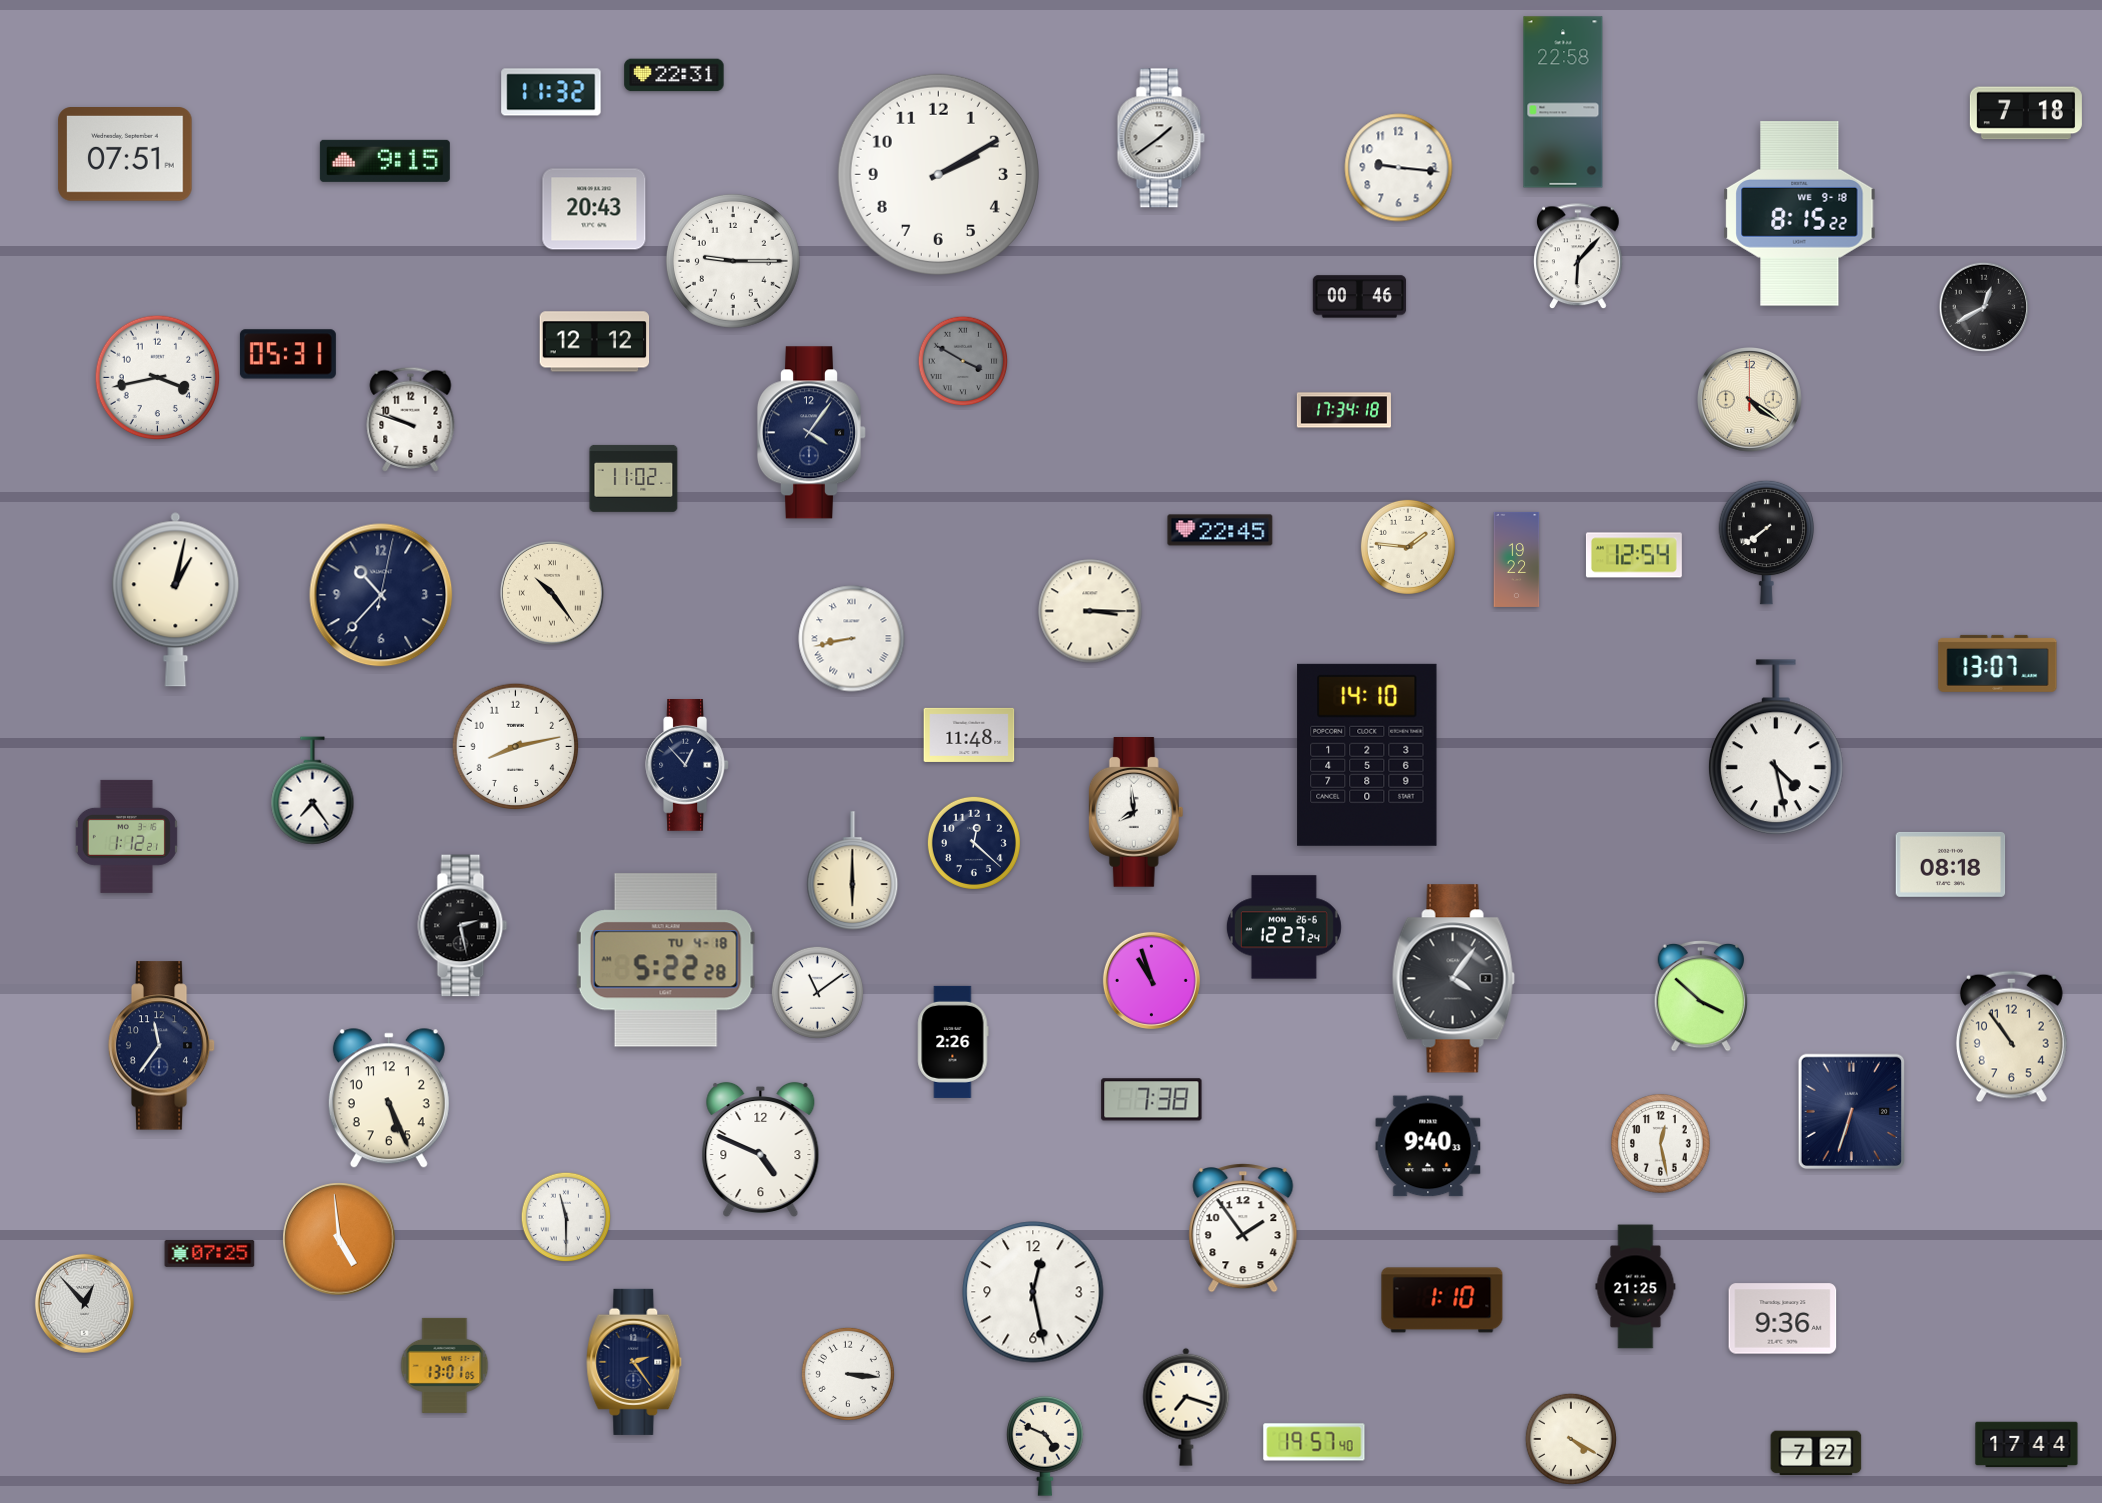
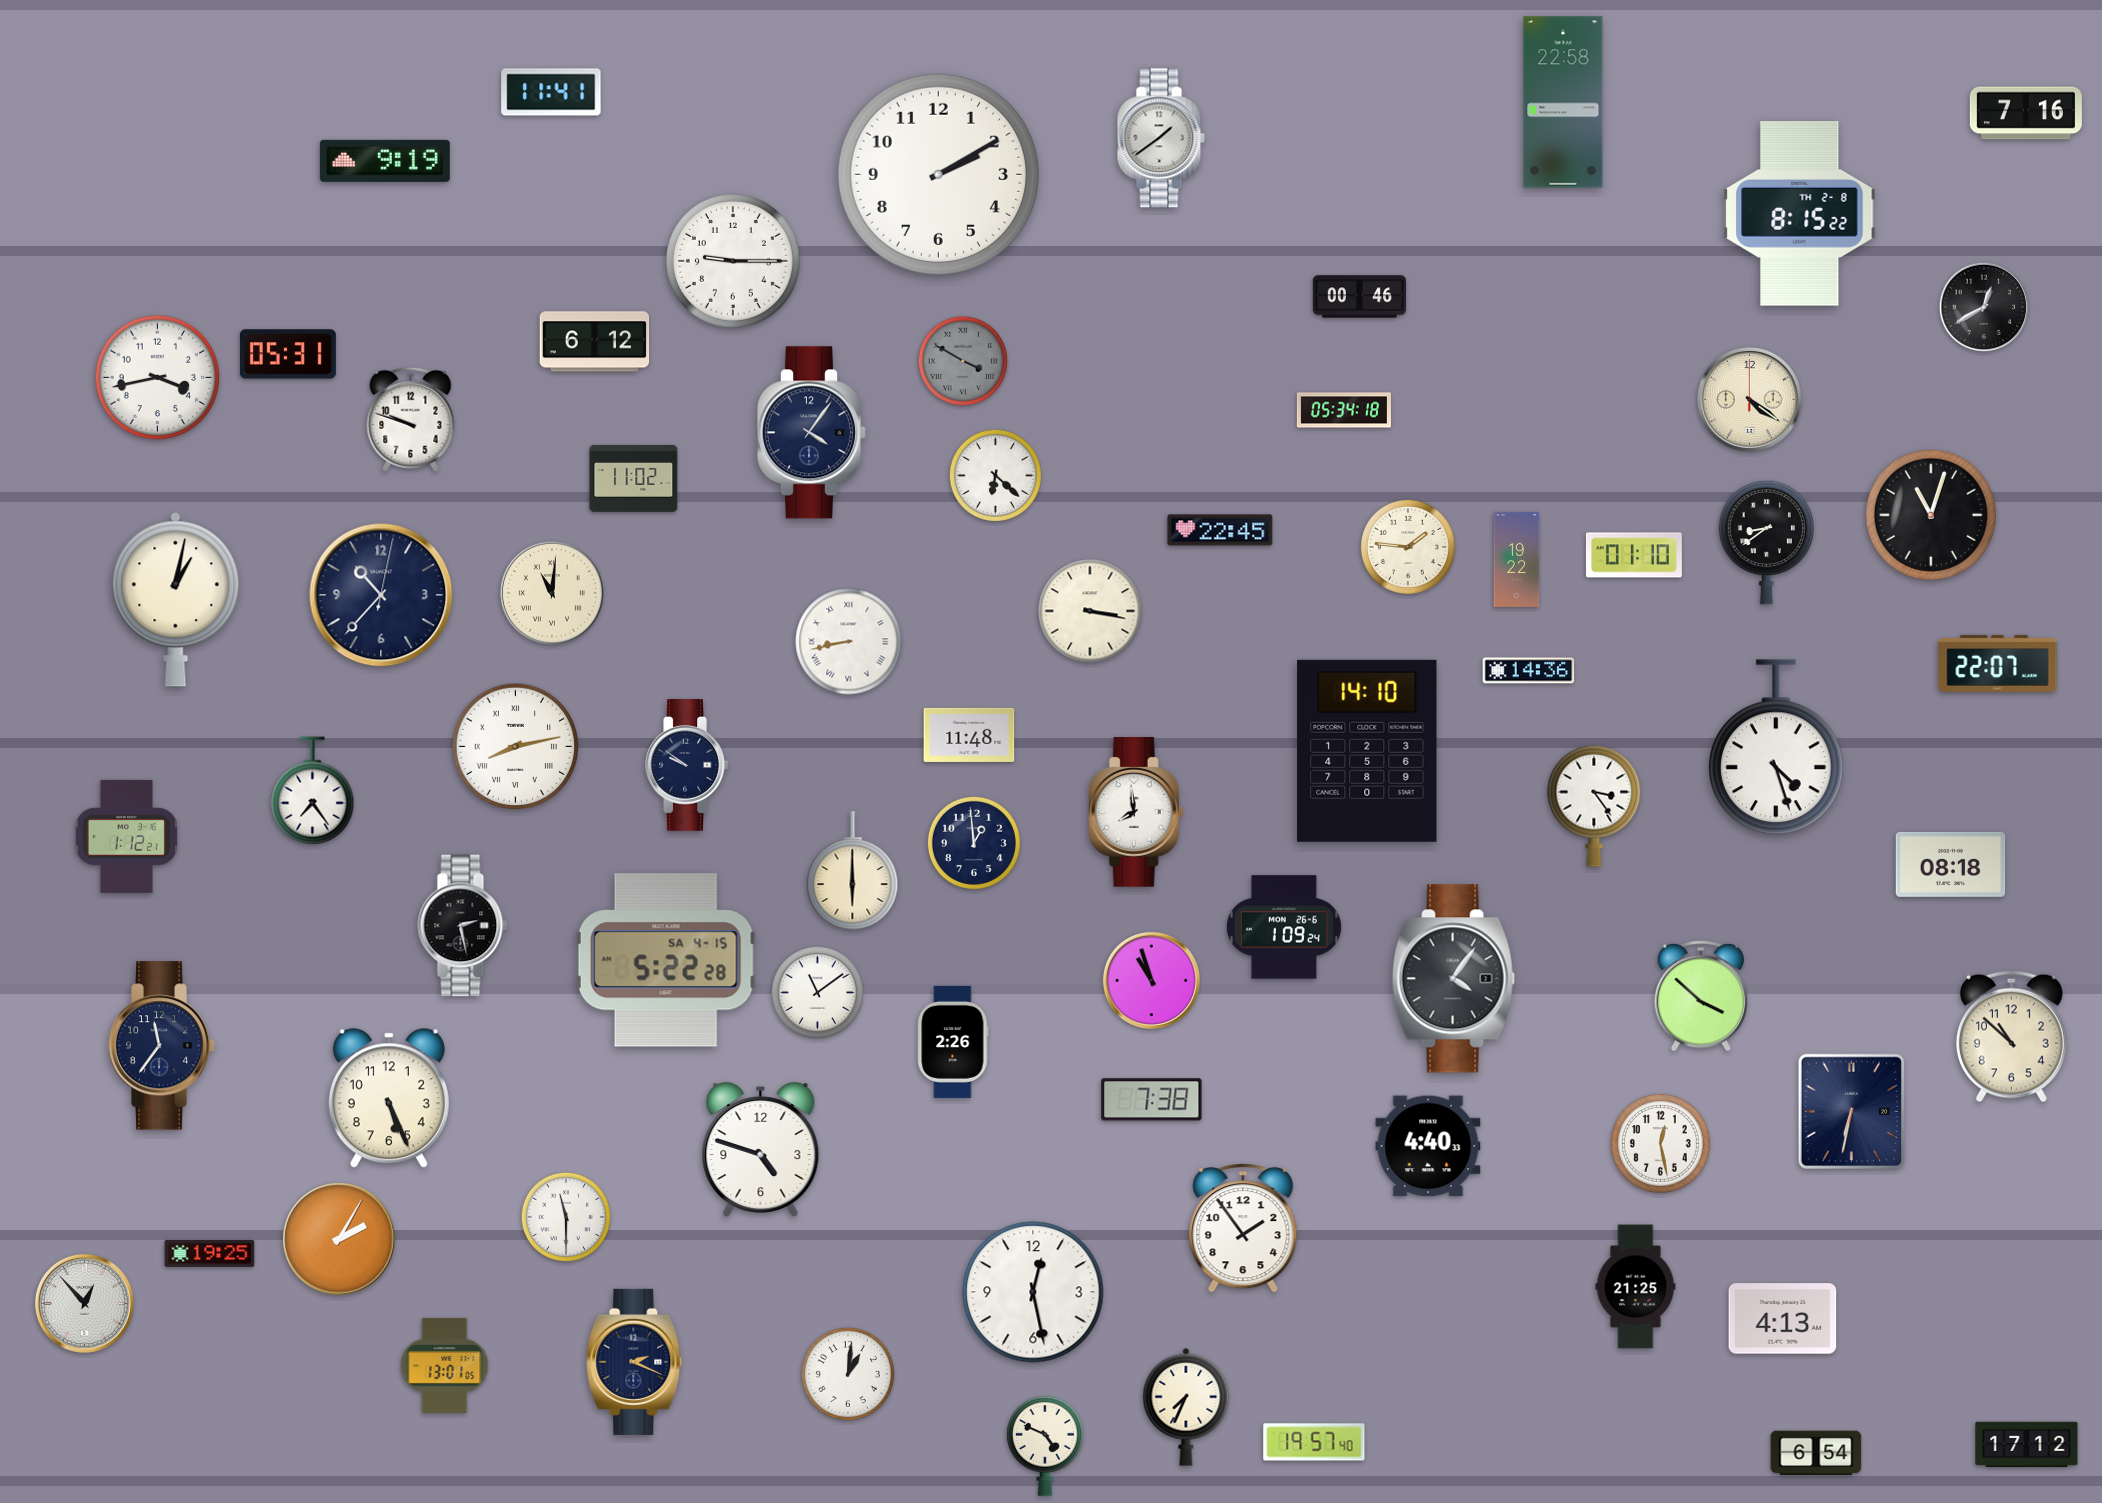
clock at (674, 75): 22:31 -> none
clock at (551, 92): 11:32 -> 11:41
clock at (2026, 113): 7:18 -> 7:16
clock at (125, 155): 07:51 -> none
clock at (385, 161): 9:15 -> 9:19
clock at (1399, 168): 9:16 -> none
clock at (594, 209): 20:43 -> none
clock at (1800, 214) date: WE 9-18 -> TH 2-8
clock at (1578, 257): 6:07 -> none
clock at (595, 342): 12:12 -> 6:12
clock at (1344, 410): 17:34 -> 05:34
clock at (995, 475): none -> 6:22
clock at (1931, 515): none -> 11:03
clock at (1766, 542): 7:39 -> 8:39
clock at (1634, 555): 12:54 -> 01:10
clock at (552, 593): 10:24 -> 11:01
clock at (1090, 611): 3:15 -> 3:17
clock at (852, 639) position: (852, 639) -> (849, 642)
clock at (1998, 663): 13:07 -> 22:07
clock at (1529, 671): none -> 14:36
clock at (515, 746) numerals: Arabic -> Roman
clock at (1776, 748): 4:28 -> 4:27
clock at (1367, 755) position: (1367, 755) -> (1367, 751)
clock at (687, 766): 12:53 -> 9:51
clock at (1594, 806): none -> 3:24
clock at (974, 843): 12:22 -> 12:59
clock at (1284, 927): 12:27 -> 1:09
clock at (666, 960) date: TU 4-18 -> SA 4-15
clock at (2011, 1037): 10:54 -> 10:52
clock at (1851, 1112): 6:33 -> 6:32
clock at (1428, 1146): 9:40 -> 4:40
clock at (761, 1150): 4:49 -> 4:48
clock at (339, 1239): 4:59 -> 2:05
clock at (210, 1253): 07:25 -> 19:25
clock at (1442, 1300): 1:10 -> none
clock at (1783, 1319): 9:36 -> 4:13
clock at (634, 1362): 2:24 -> 2:19
clock at (848, 1374): 3:16 -> 1:01
clock at (1186, 1407): 7:18 -> 7:34
clock at (1571, 1439): 4:20 -> none
clock at (2027, 1445): 17:44 -> 17:12
clock at (1816, 1453): 7:27 -> 6:54
